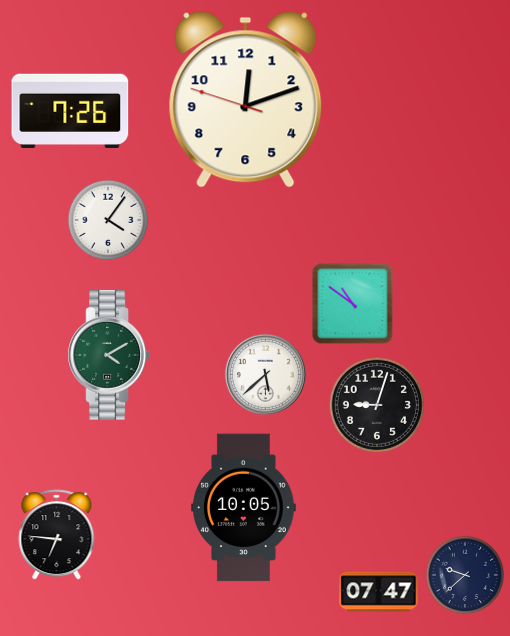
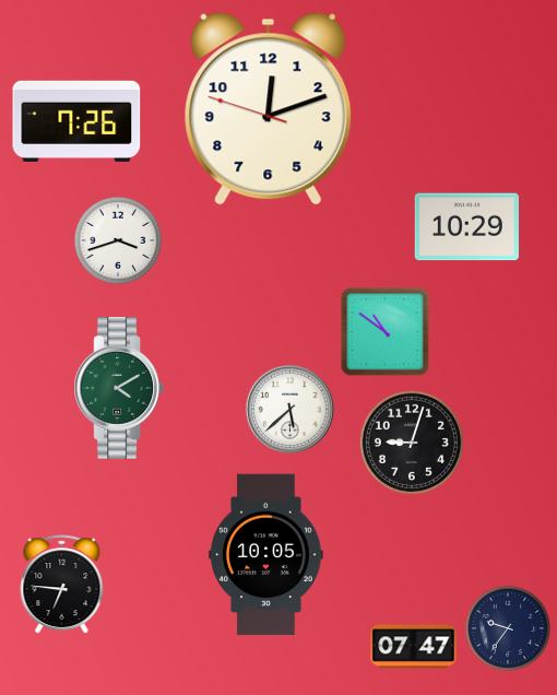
clock at (466, 227): none -> 10:29
clock at (108, 220): 4:06 -> 3:42
clock at (465, 575): 9:38 -> 9:36
